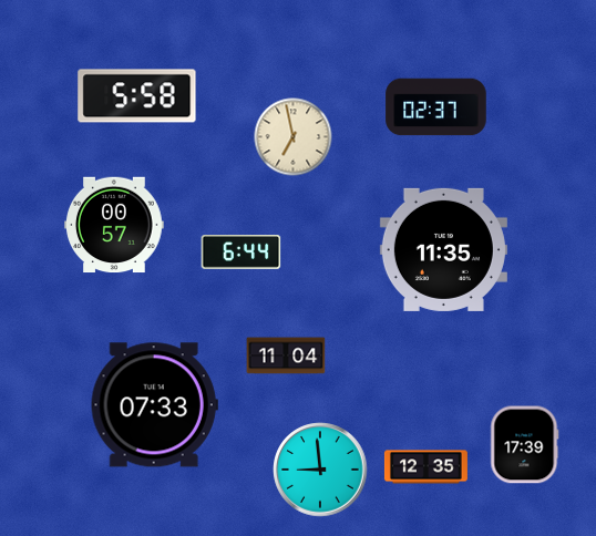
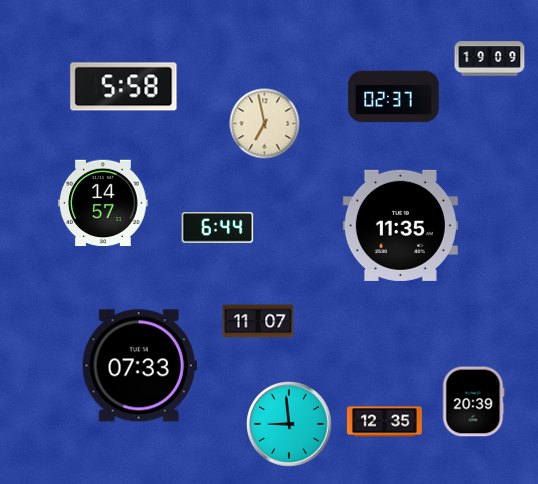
clock at (490, 59): none -> 19:09
clock at (115, 225): 00:57 -> 14:57
clock at (286, 355): 11:04 -> 11:07
clock at (525, 445): 17:39 -> 20:39
